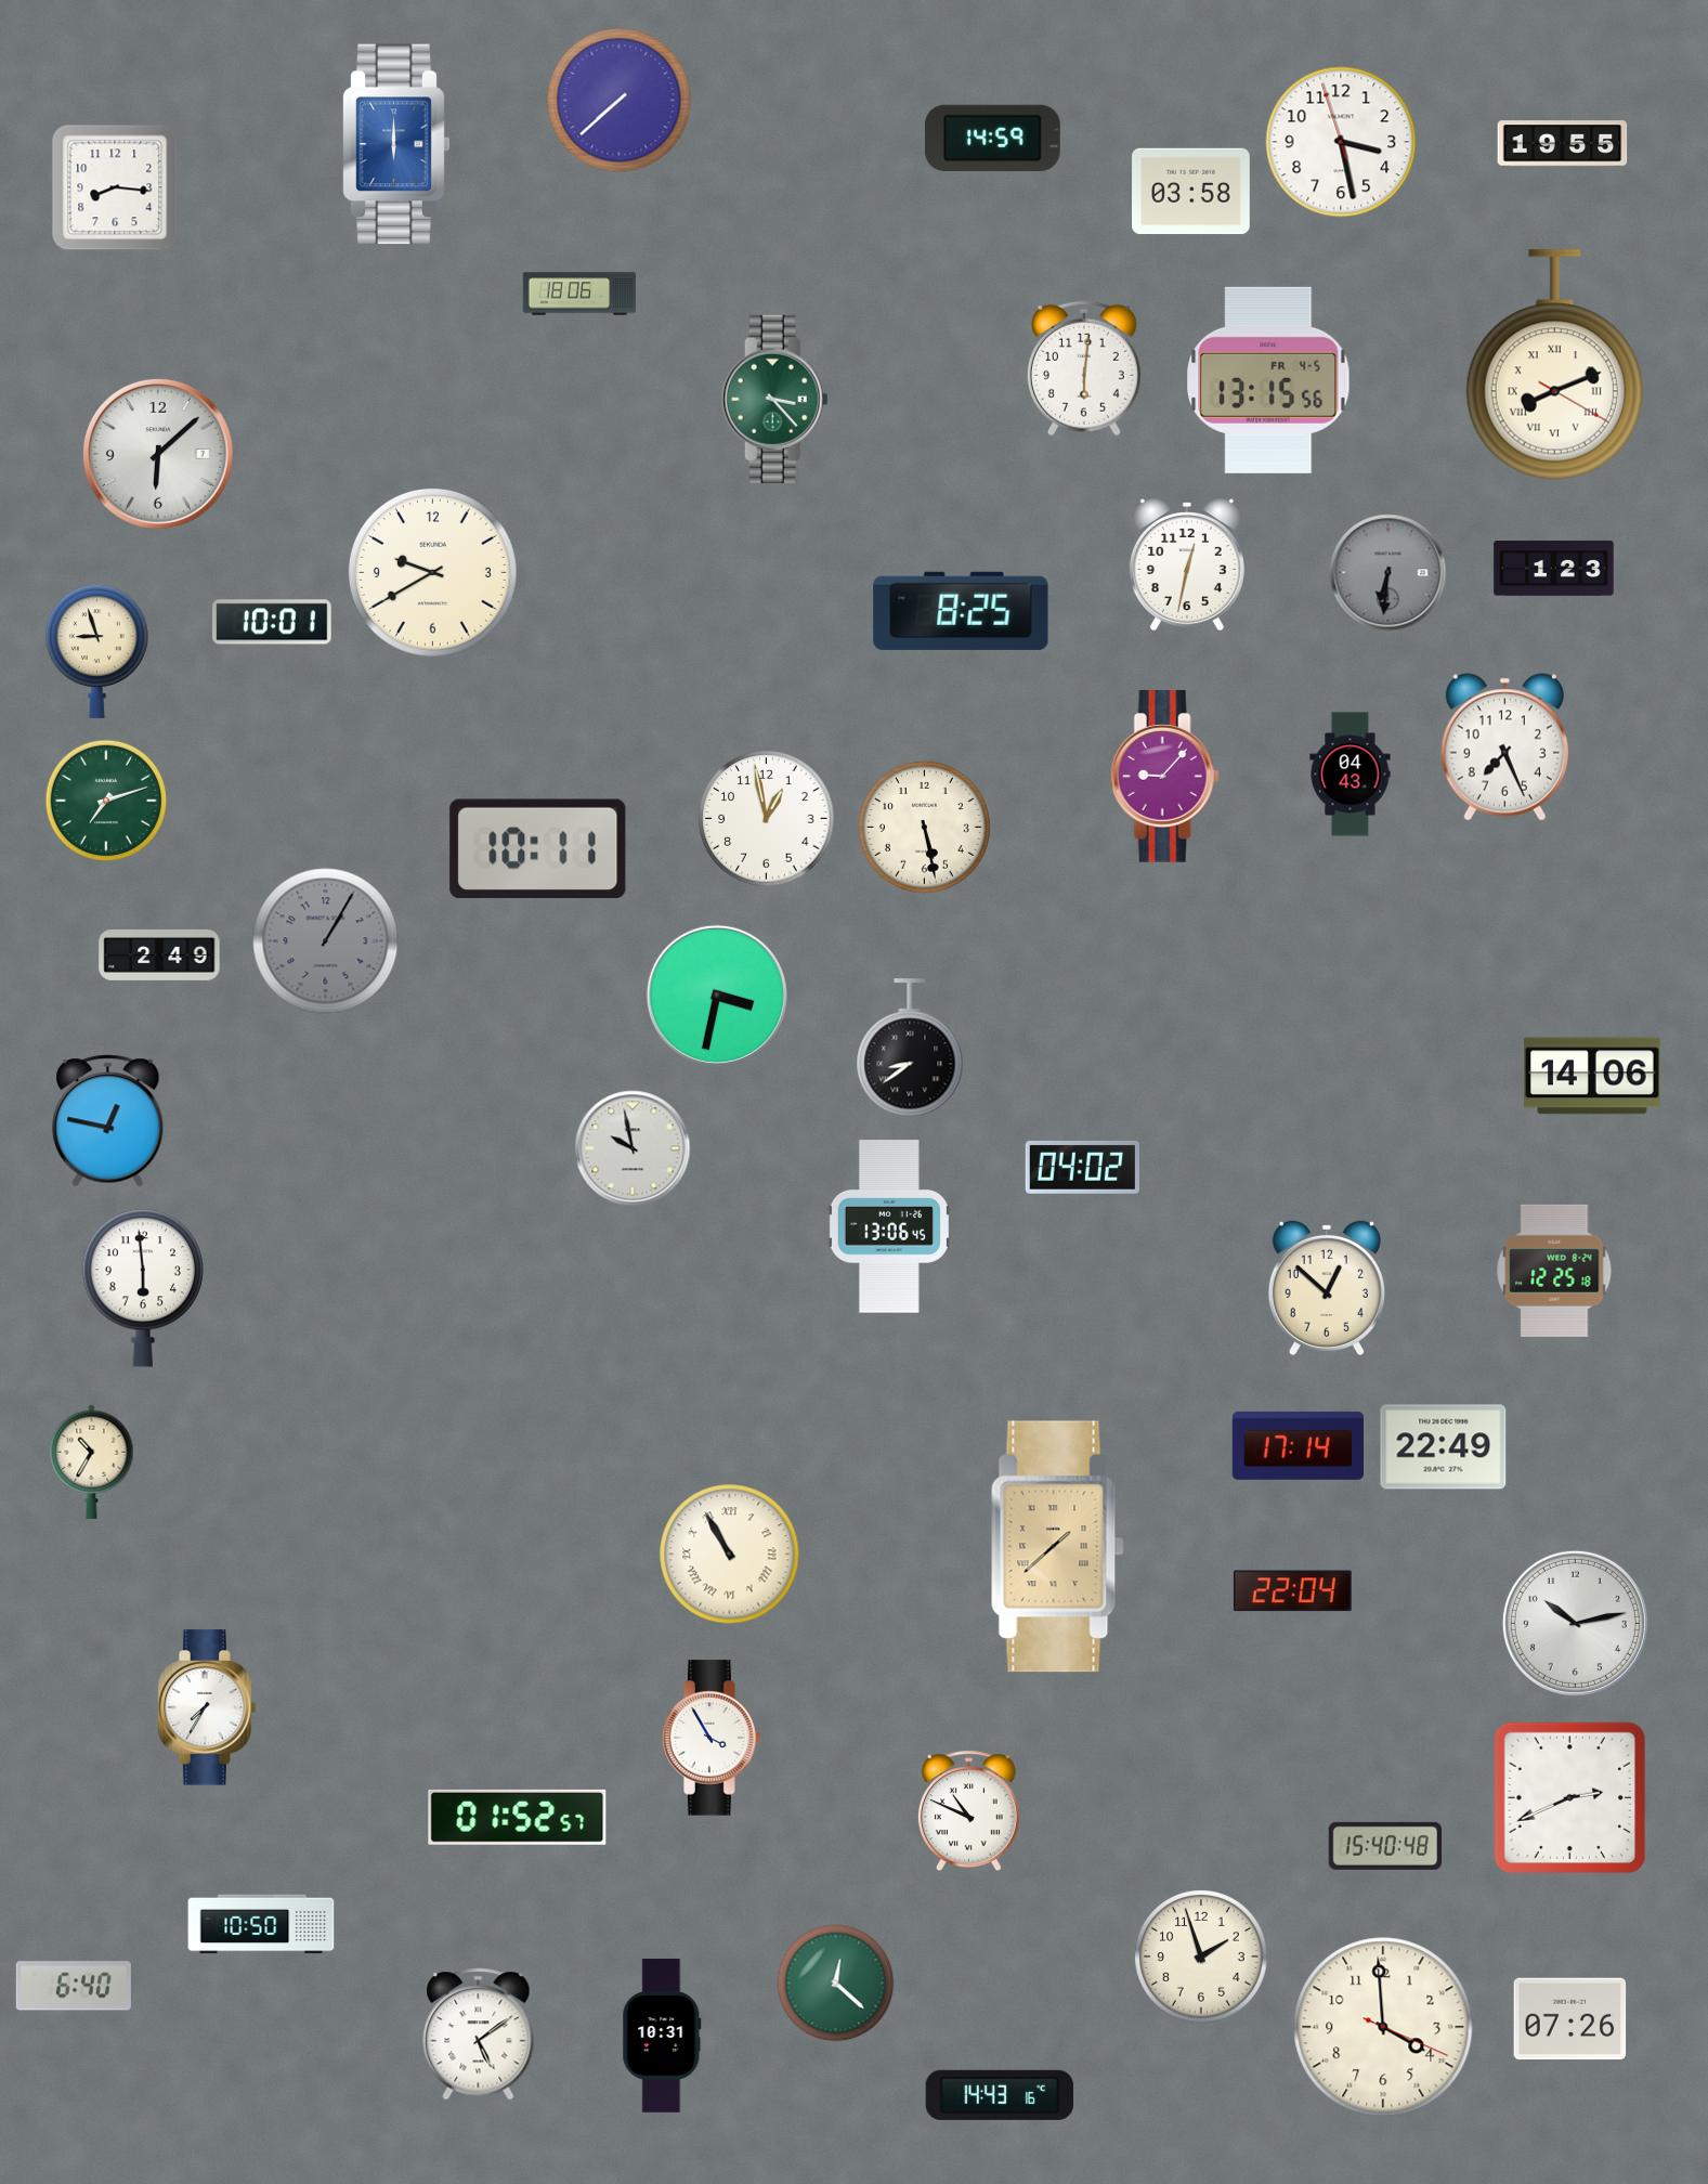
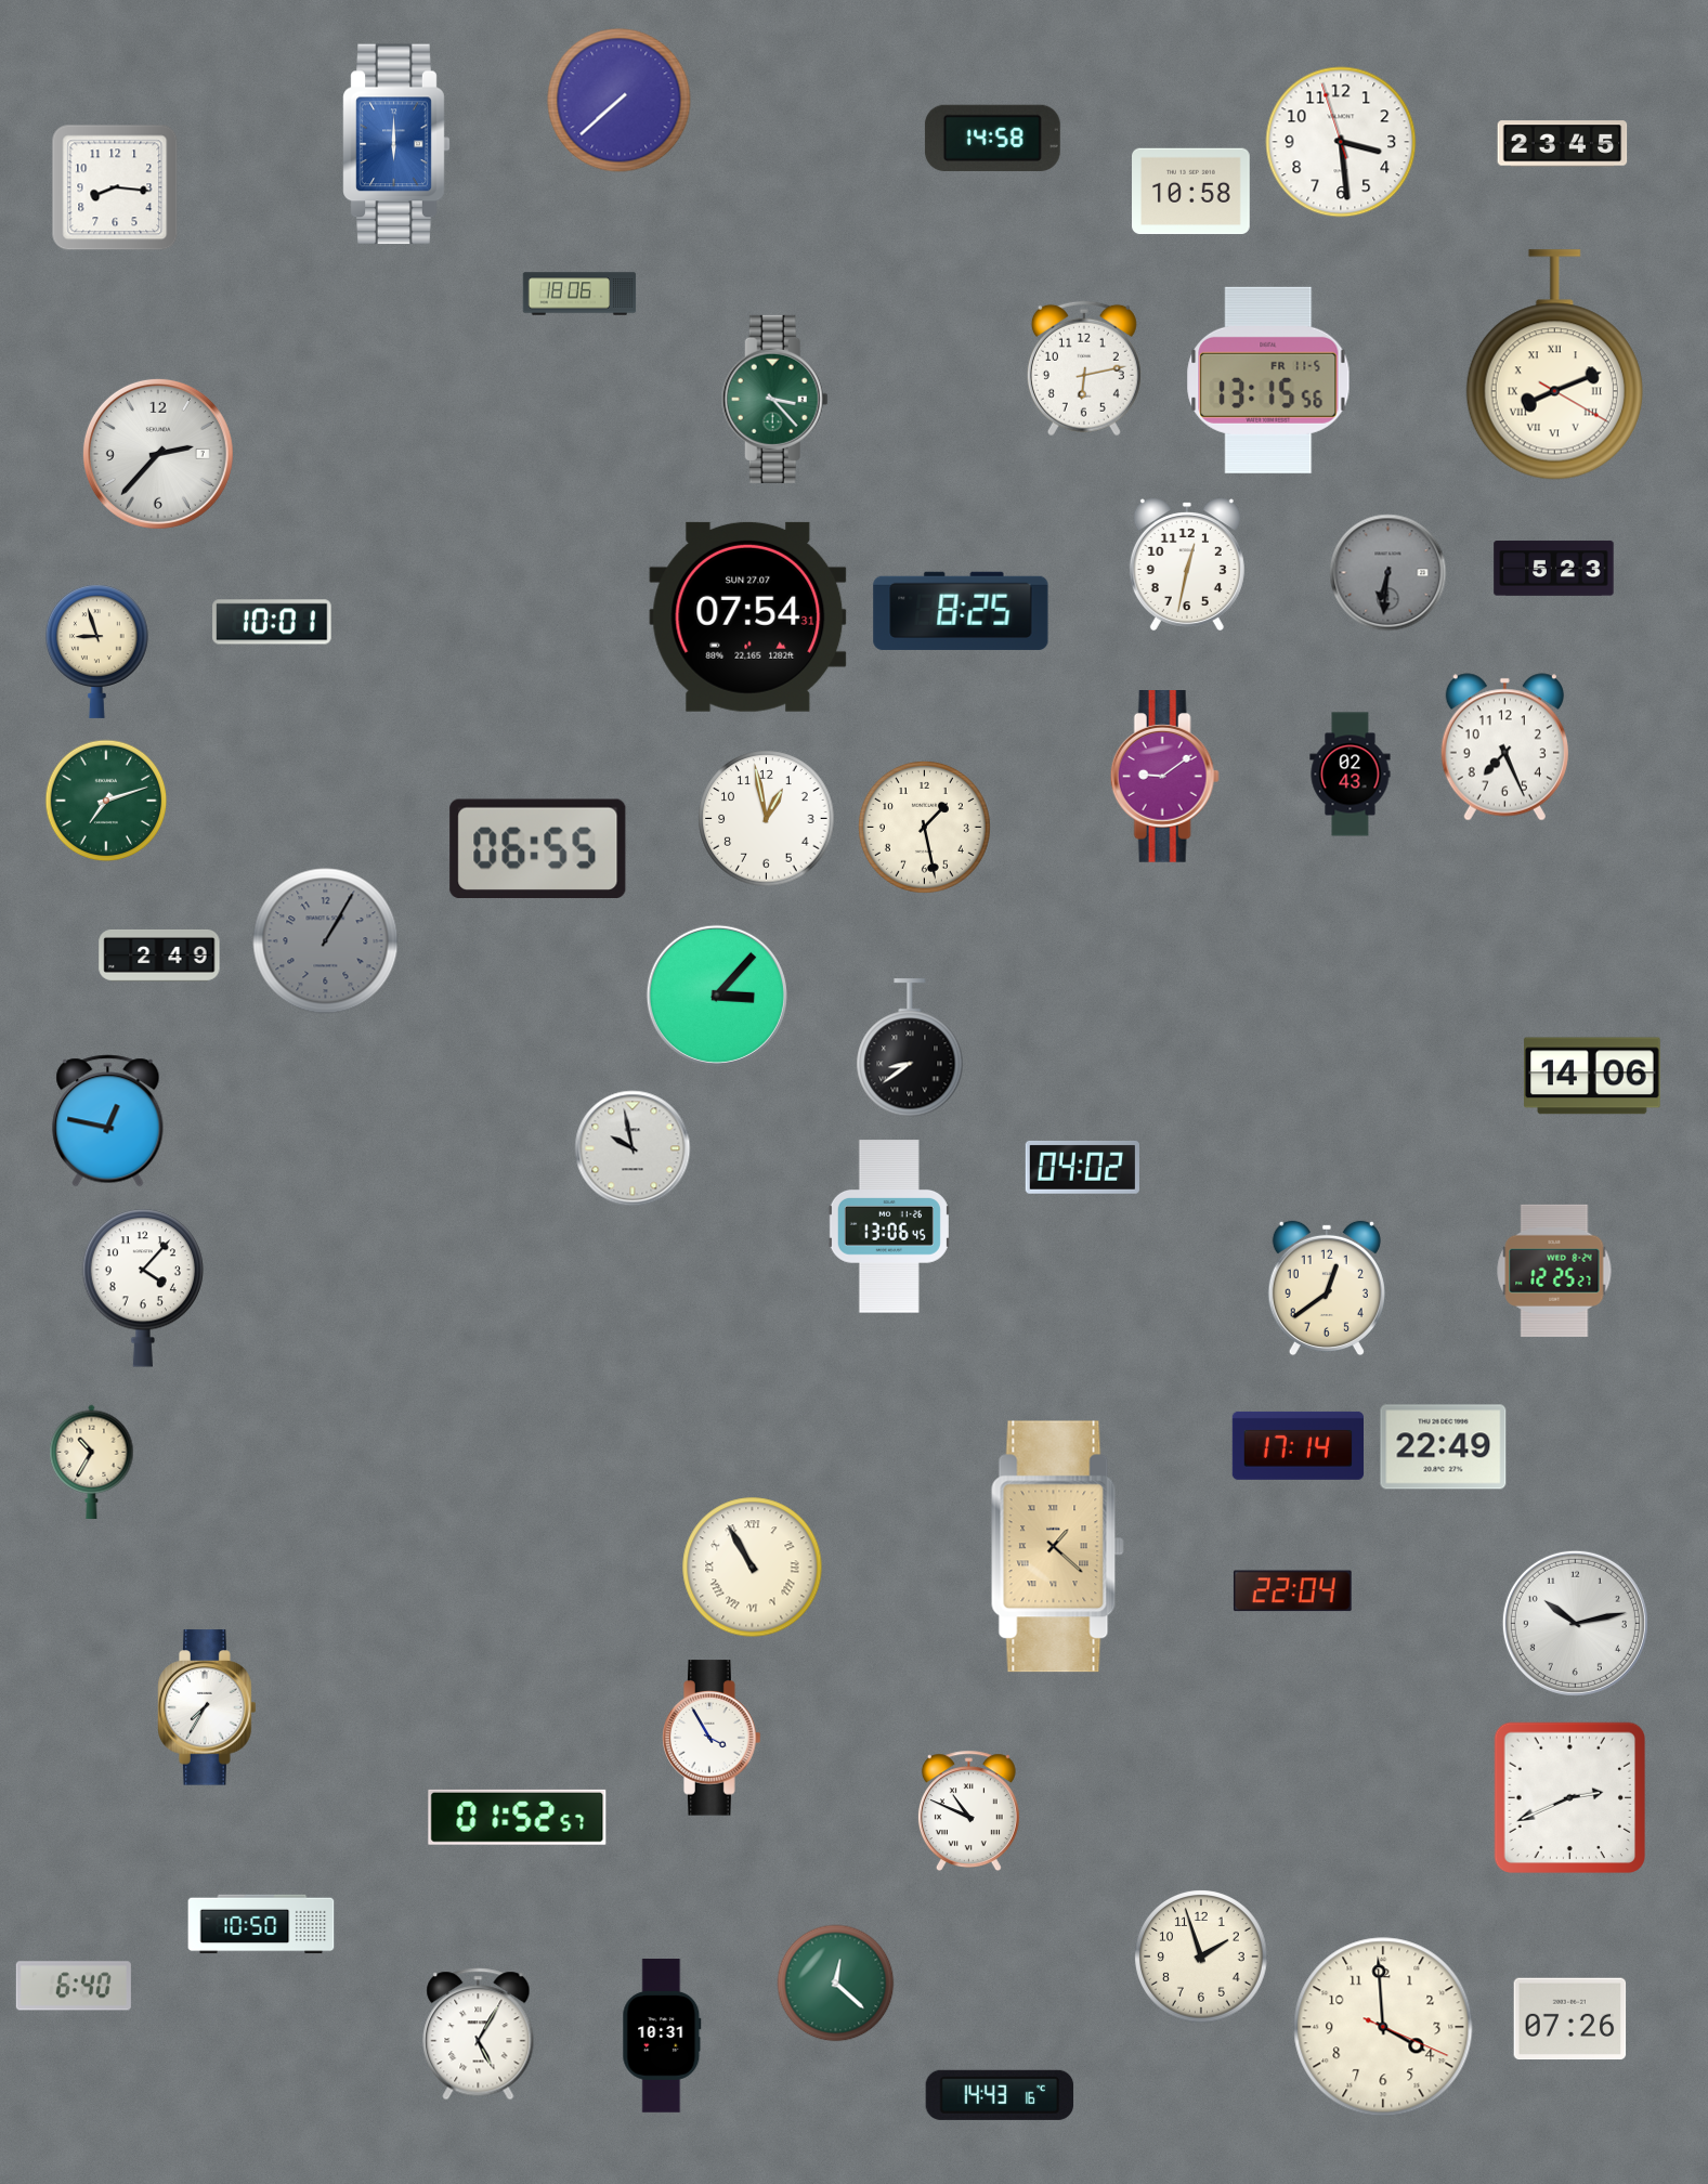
clock at (992, 138): 14:59 -> 14:58
clock at (1341, 142): 3:27 -> 3:28
clock at (1563, 144): 19:55 -> 23:45
clock at (1191, 192): 03:58 -> 10:58
clock at (1084, 368): 6:01 -> 6:13
clock at (1268, 380) date: FR 4-5 -> FR 11-5
clock at (158, 454): 6:08 -> 2:37
clock at (1554, 569): 1:23 -> 5:23
clock at (432, 572): 9:40 -> none
clock at (748, 616): none -> 07:54
clock at (1351, 775): 04:43 -> 02:43
clock at (1164, 777): 9:07 -> 9:09
clock at (924, 827): 5:28 -> 1:28
clock at (538, 848): 10:11 -> 06:55
clock at (717, 996): 3:32 -> 3:07
clock at (1554, 1271): 12:25:18 -> 12:25:27
clock at (143, 1288): 5:59 -> 4:07
clock at (1327, 1288): 12:52 -> 12:39
clock at (1057, 1547): 1:38 -> 1:22
clock at (730, 1555) position: (730, 1555) -> (753, 1568)
clock at (1384, 1846): 15:40 -> none
clock at (479, 2034): 5:09 -> 5:05
